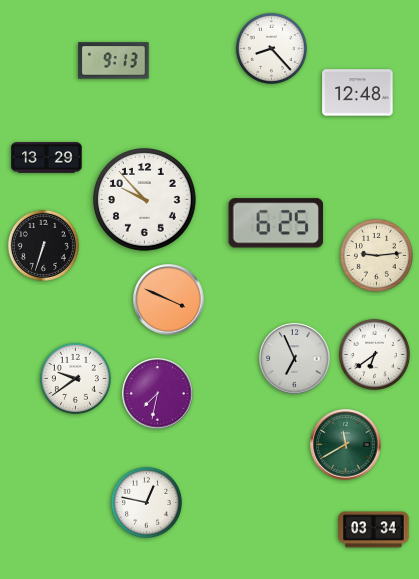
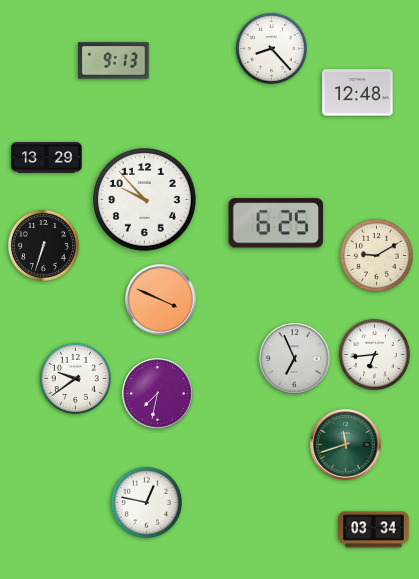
clock at (376, 255): 9:14 -> 9:10
clock at (169, 300) position: (169, 300) -> (161, 300)
clock at (374, 354): 6:39 -> 6:44
clock at (346, 445): 11:40 -> 11:42
